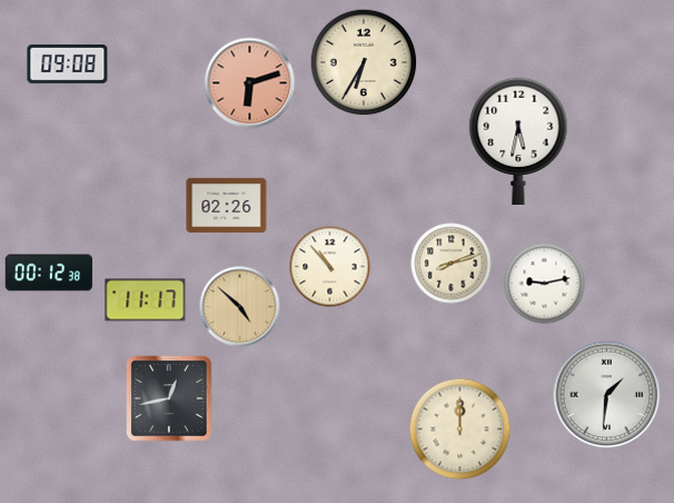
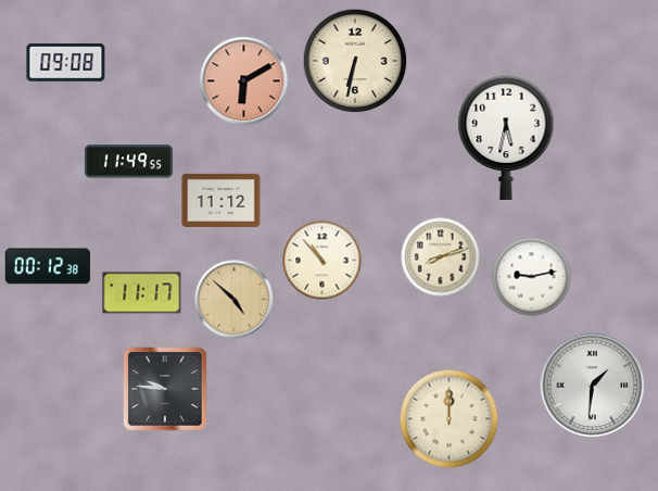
clock at (364, 62): 6:35 -> 6:32
clock at (250, 83): 6:12 -> 6:10
clock at (128, 162): none -> 11:49
clock at (227, 205): 02:26 -> 11:12
clock at (169, 398): 12:43 -> 9:46
